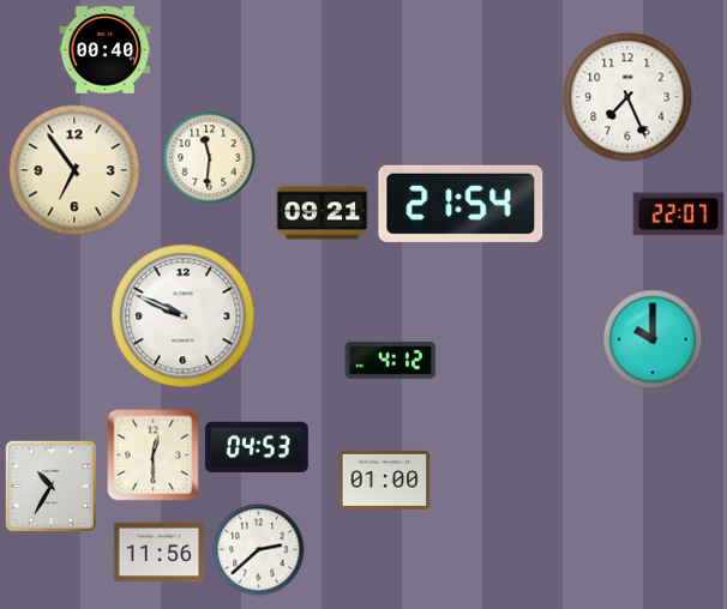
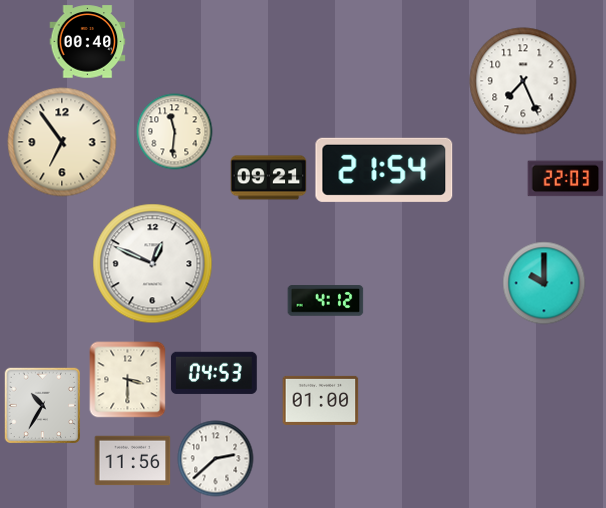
clock at (679, 215): 22:07 -> 22:03
clock at (184, 316): 9:49 -> 12:49
clock at (154, 456): 12:30 -> 3:30
